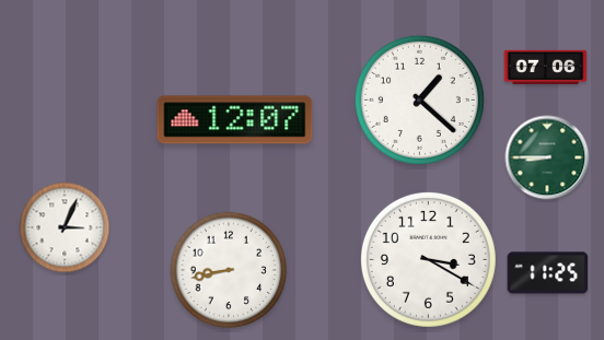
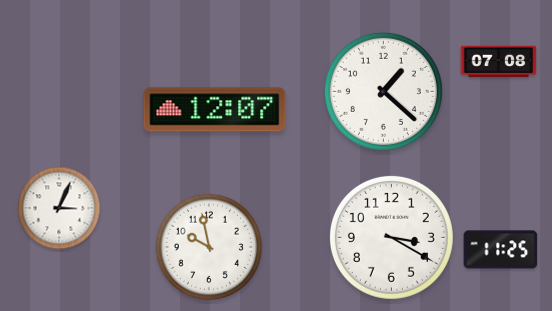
clock at (546, 68): 07:06 -> 07:08
clock at (547, 157): 8:45 -> none
clock at (229, 270): 8:43 -> 9:58
